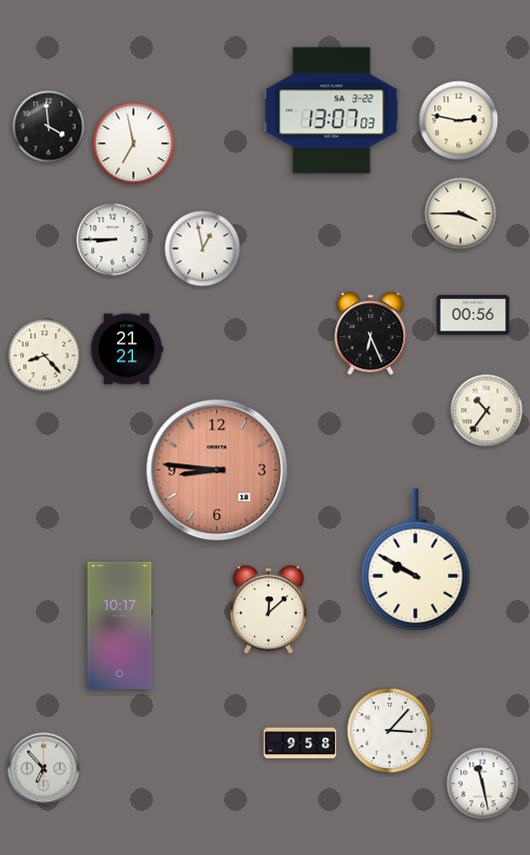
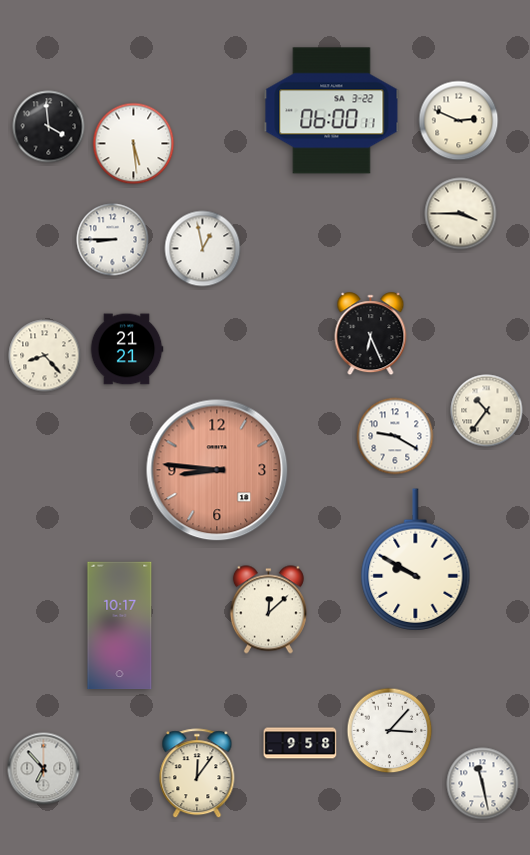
clock at (332, 111): 13:07 -> 06:00
clock at (459, 121): 2:47 -> 2:49
clock at (134, 144): 6:58 -> 5:29
clock at (473, 315): 00:56 -> none
clock at (395, 436): none -> 9:20
clock at (197, 774): none -> 12:06
